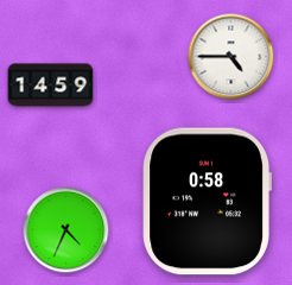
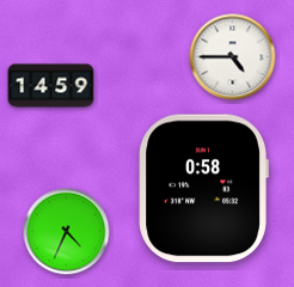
clock at (207, 202) position: (207, 202) -> (203, 189)
